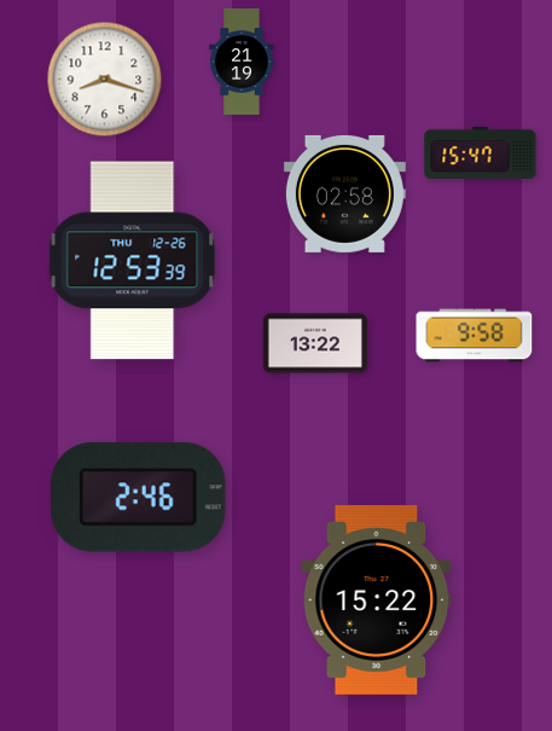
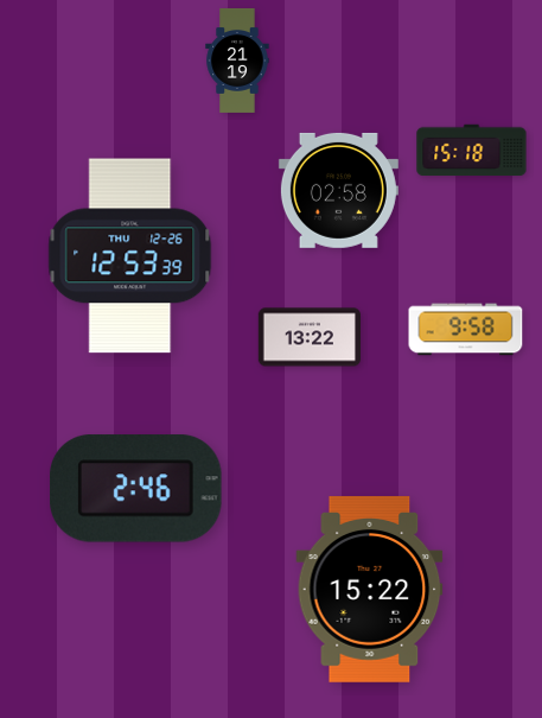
clock at (105, 80): 8:18 -> none
clock at (481, 153): 15:47 -> 15:18
